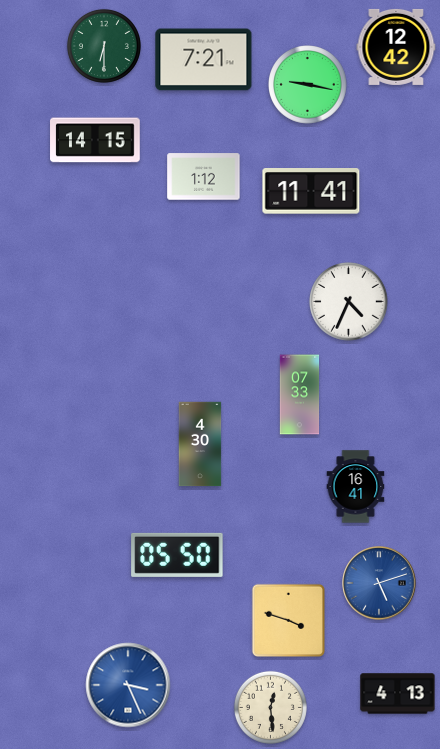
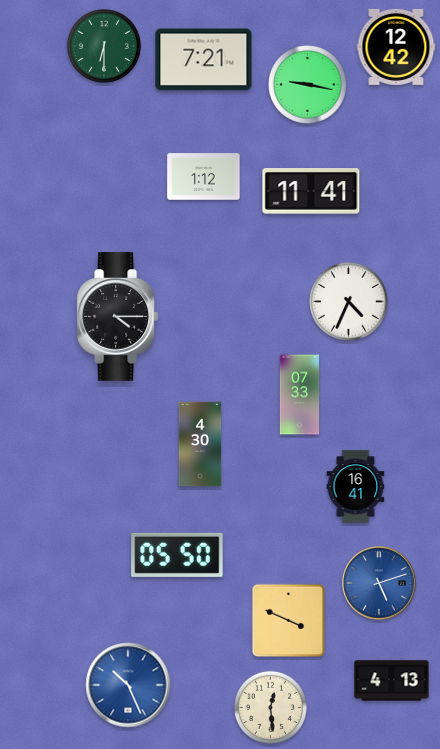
clock at (95, 140): 14:15 -> none
clock at (118, 317): none -> 4:15
clock at (288, 620): 3:48 -> 3:49
clock at (128, 685): 3:26 -> 10:26
clock at (398, 694) position: (398, 694) -> (392, 681)
